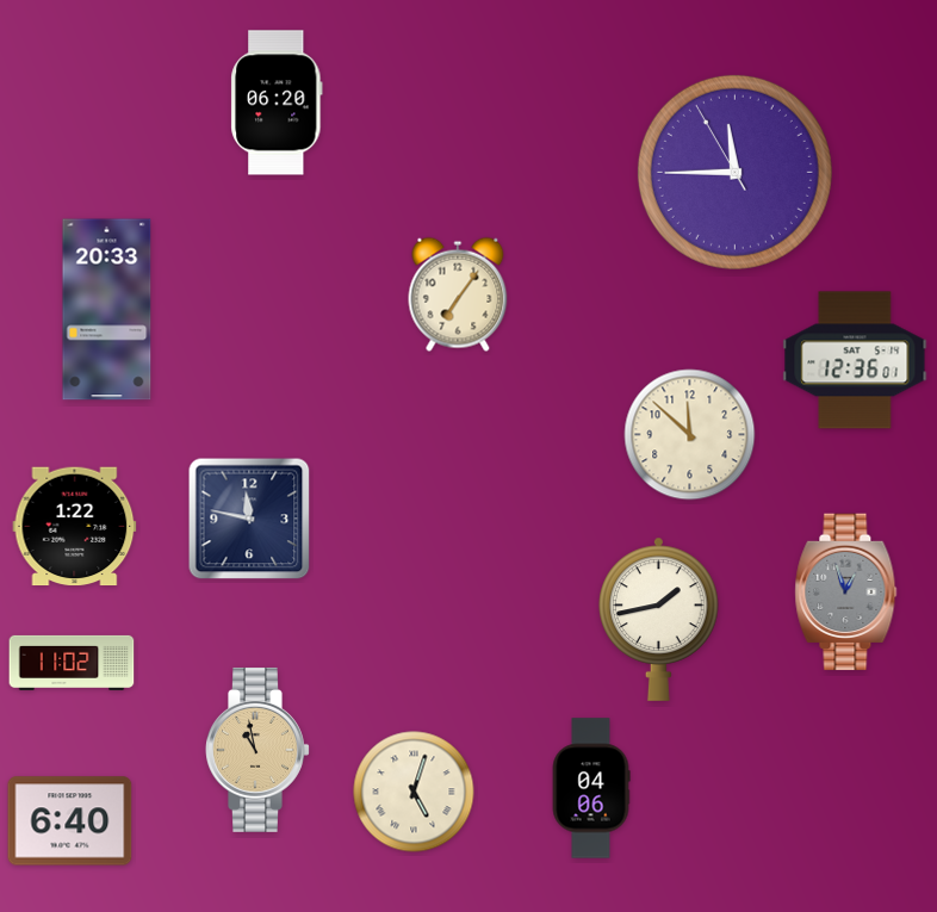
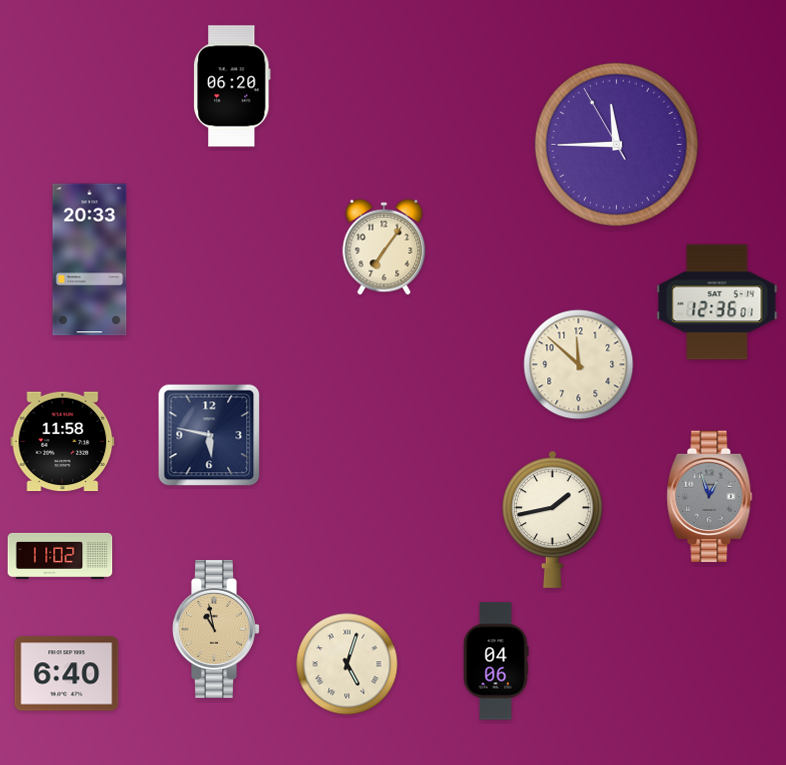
clock at (249, 519): 11:47 -> 5:47
clock at (75, 527): 1:22 -> 11:58
clock at (70, 821) position: (70, 821) -> (67, 674)
